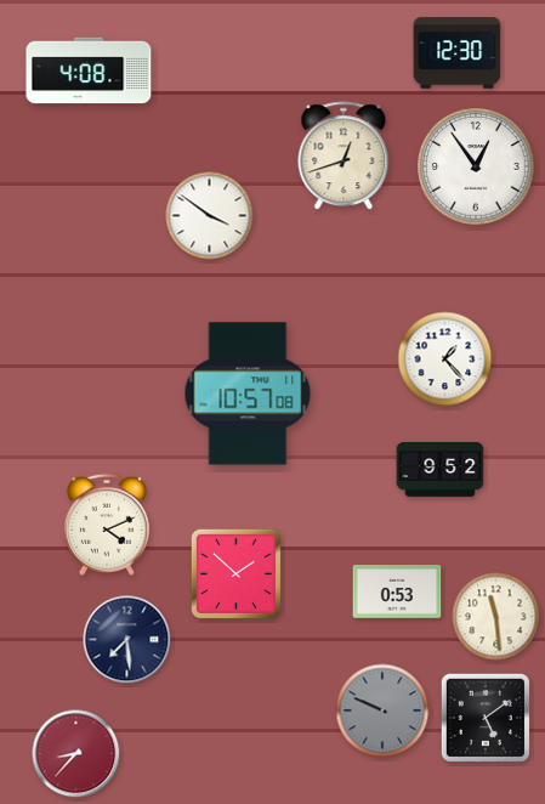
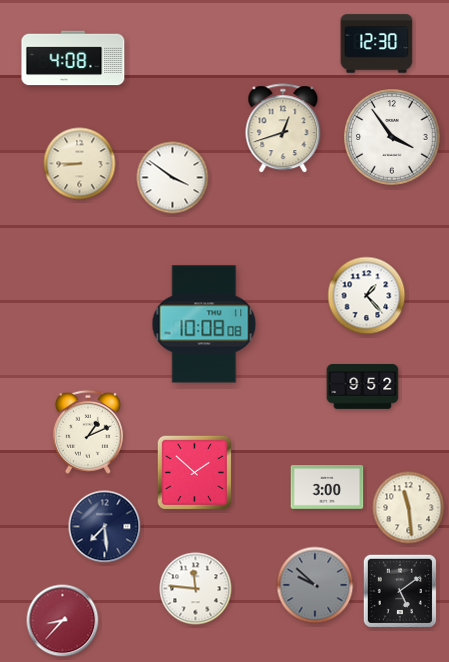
clock at (476, 166): 12:54 -> 3:54
clock at (80, 164): none -> 8:45
clock at (248, 393): 10:57 -> 10:08
clock at (107, 525): 4:11 -> 1:11
clock at (397, 591): 0:53 -> 3:00
clock at (382, 710): 9:49 -> 9:52
clock at (196, 589): none -> 11:46
